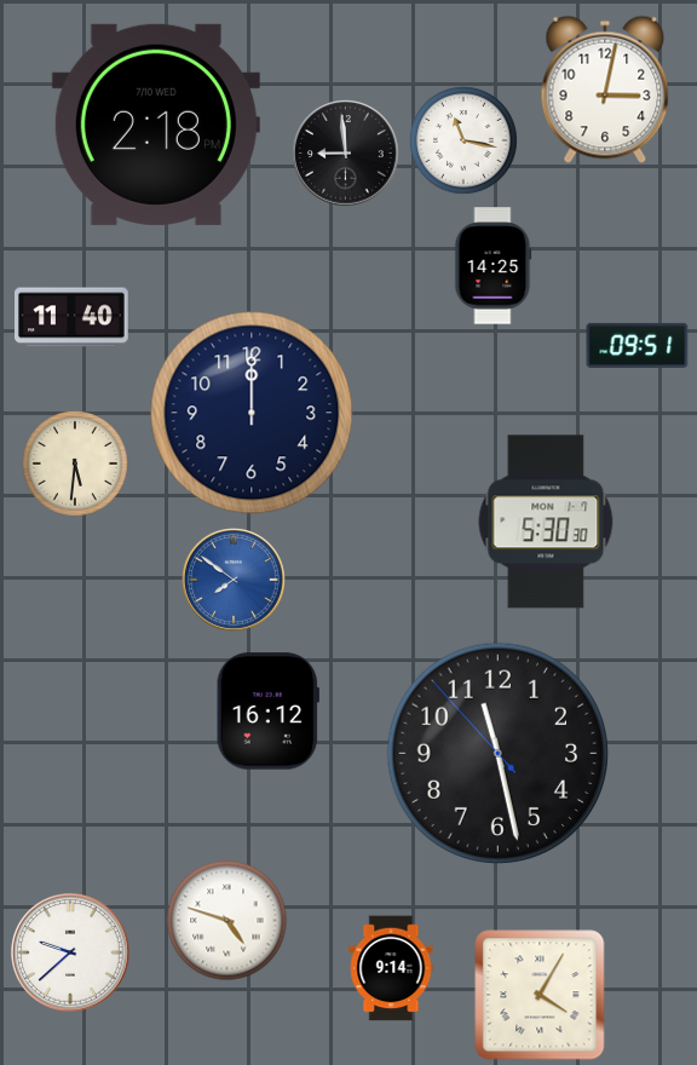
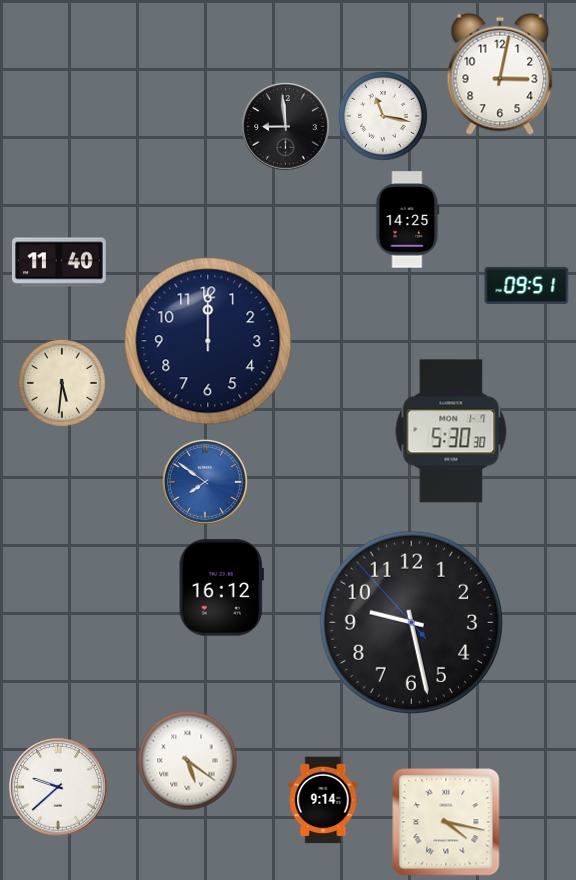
clock at (156, 125): 2:18 -> none
clock at (234, 580) position: (234, 580) -> (205, 482)
clock at (497, 753): 11:27 -> 9:27
clock at (227, 921): 4:48 -> 5:21
clock at (540, 995): 4:05 -> 4:17
